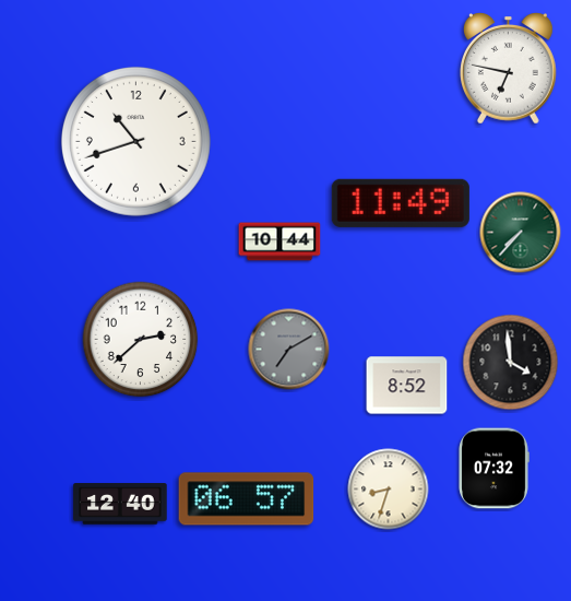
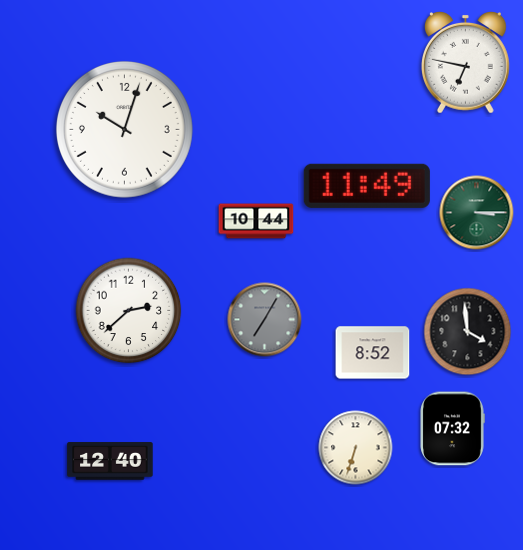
clock at (135, 141): 10:42 -> 10:03
clock at (521, 233): 7:37 -> 3:15
clock at (289, 350): 7:10 -> 7:05
clock at (389, 490): 8:33 -> 6:33
clock at (247, 499): 06:57 -> none
